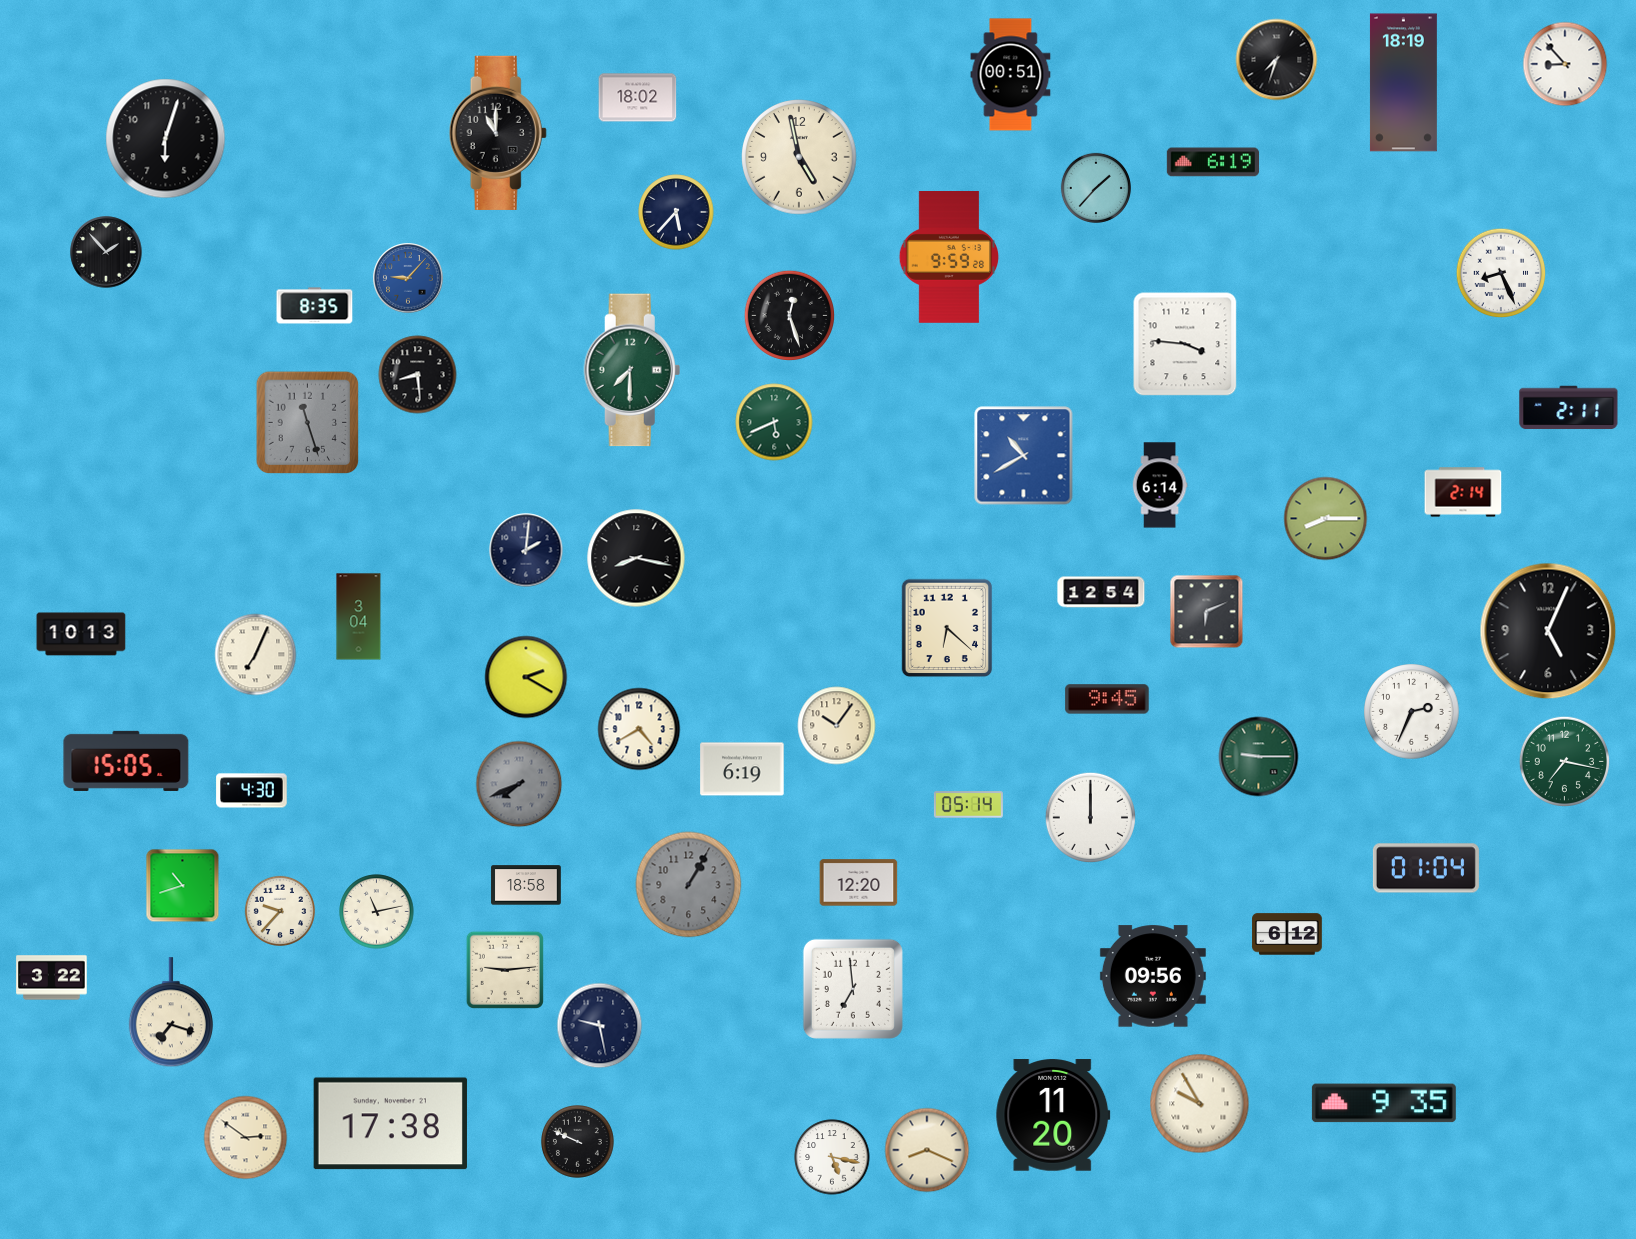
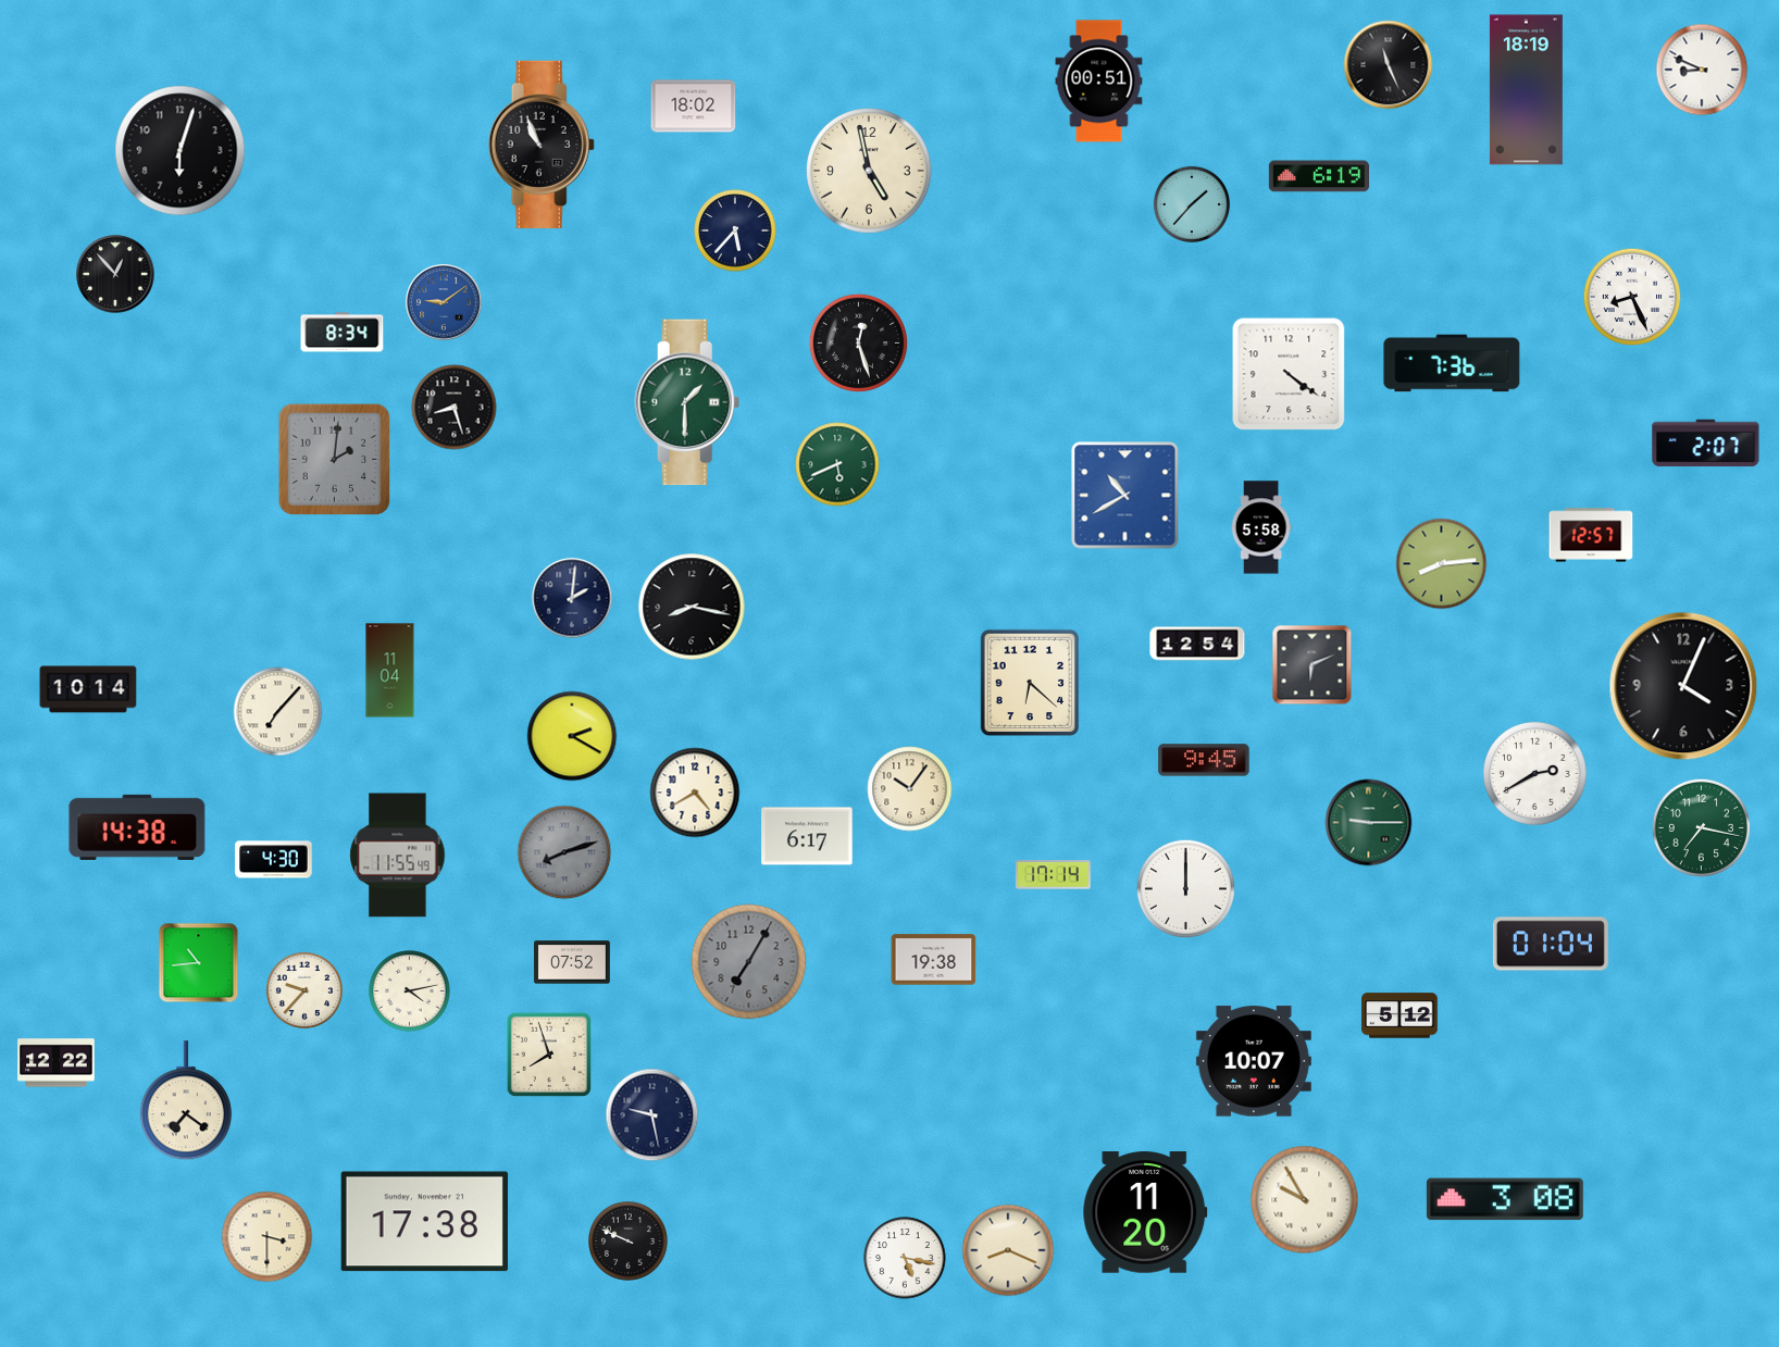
clock at (1277, 60): 7:33 -> 11:26
clock at (1565, 64): 8:53 -> 8:49
clock at (498, 133): 11:00 -> 10:56
clock at (106, 252): 1:53 -> 12:53
clock at (949, 258): 9:59 -> none
clock at (408, 278): 9:07 -> 9:09
clock at (315, 306): 8:35 -> 8:34
clock at (1452, 363): none -> 7:36
clock at (1185, 344): 3:46 -> 4:21
clock at (632, 370): 7:30 -> 1:30
clock at (418, 375): 8:29 -> 8:27
clock at (1569, 408): 2:11 -> 2:07
clock at (774, 422) position: (774, 422) -> (837, 464)
clock at (308, 423): 11:27 -> 2:01
clock at (1024, 456) position: (1024, 456) -> (1125, 496)
clock at (1160, 485): 6:14 -> 5:58
clock at (1463, 492): 2:14 -> 12:57
clock at (1326, 519): 8:15 -> 8:14
clock at (359, 617): 3:04 -> 11:04
clock at (1548, 631): 5:04 -> 4:04
clock at (81, 634): 10:13 -> 10:14
clock at (256, 655): 7:04 -> 7:07
clock at (1412, 712): 2:34 -> 2:40
clock at (126, 761): 15:05 -> 14:38
clock at (742, 769): 6:19 -> 6:17
clock at (519, 784): 7:41 -> 8:12
clock at (398, 856): none -> 11:55
clock at (968, 805): 05:14 -> 17:14
clock at (859, 883): 12:20 -> 19:38
clock at (526, 885): 18:58 -> 07:52
clock at (689, 885): 1:05 -> 7:05
clock at (183, 886): 10:42 -> 10:44
clock at (377, 912): 11:13 -> 4:13
clock at (1287, 934): 6:12 -> 5:12
clock at (504, 969): 9:14 -> 7:57
clock at (1153, 976): 09:56 -> 10:07
clock at (52, 978): 3:22 -> 12:22
clock at (853, 989): 6:59 -> none
clock at (171, 1013): 7:18 -> 7:21
clock at (1384, 1103): 9:35 -> 3:08
clock at (246, 1138): 2:51 -> 3:30
